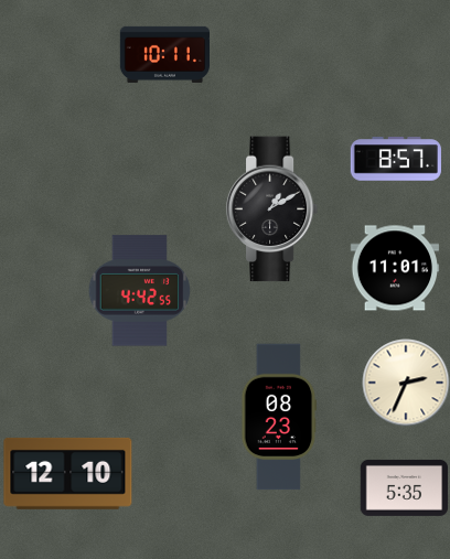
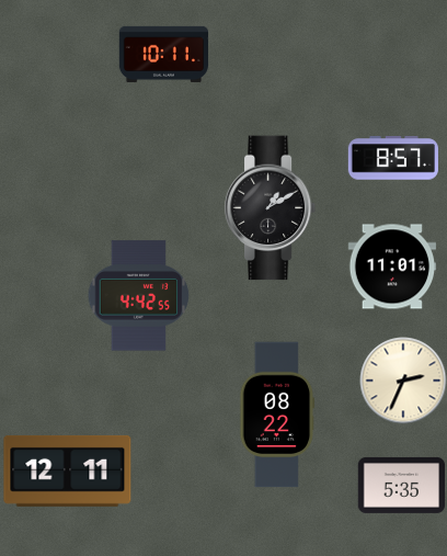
clock at (140, 291) position: (140, 291) -> (139, 296)
clock at (279, 417): 08:23 -> 08:22
clock at (68, 473): 12:10 -> 12:11
